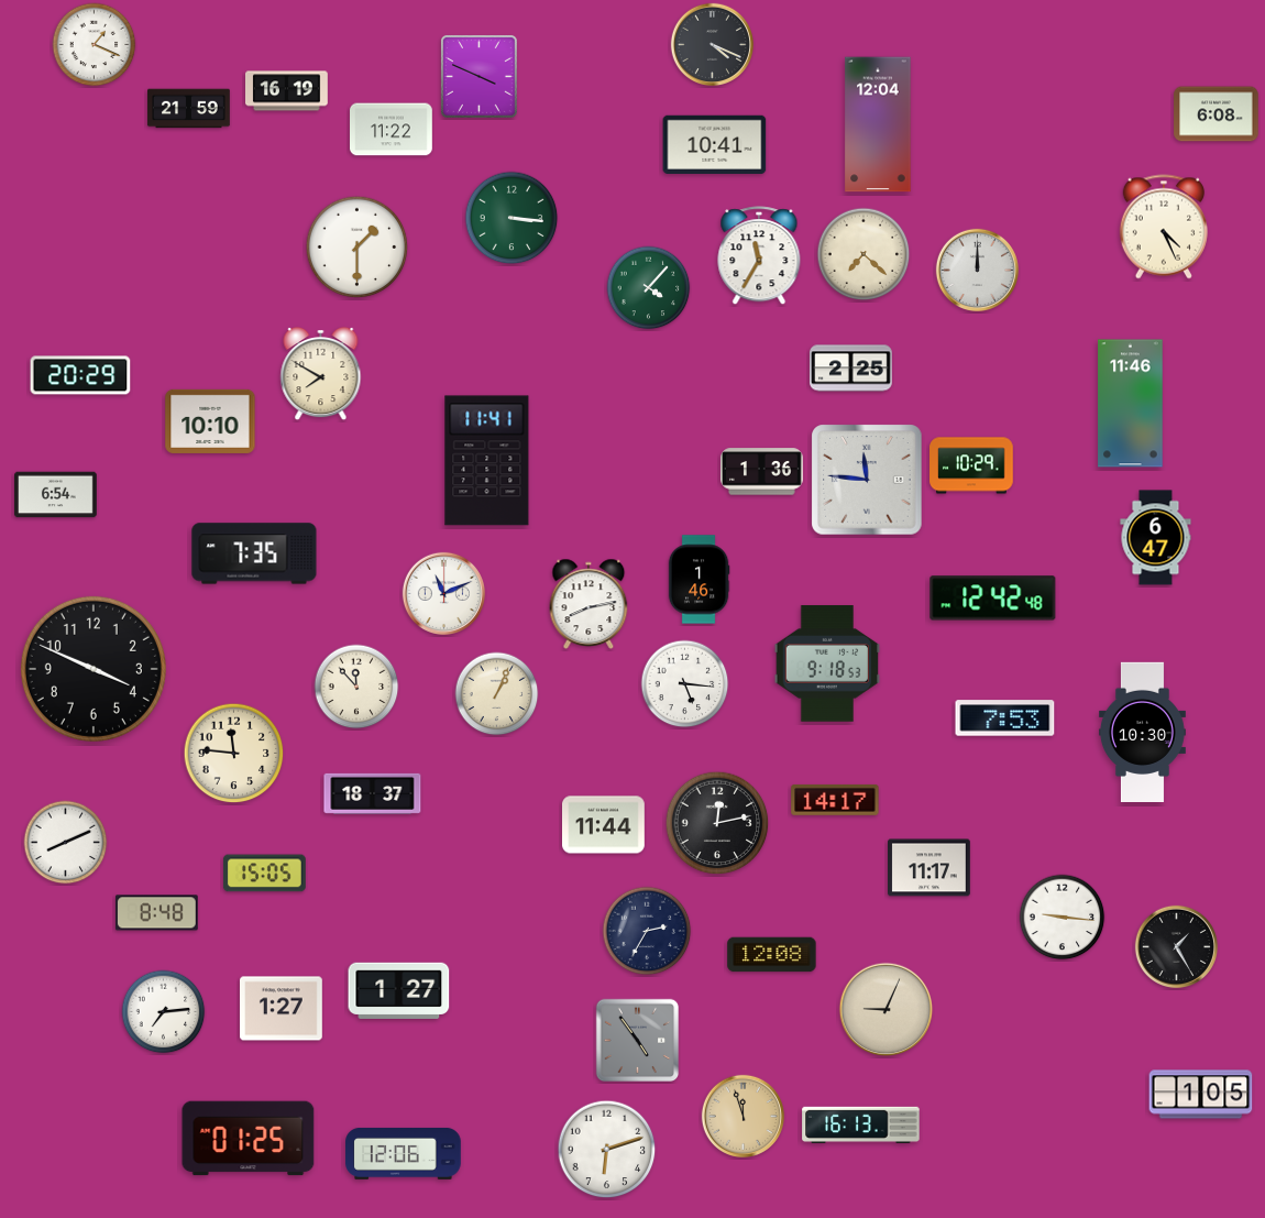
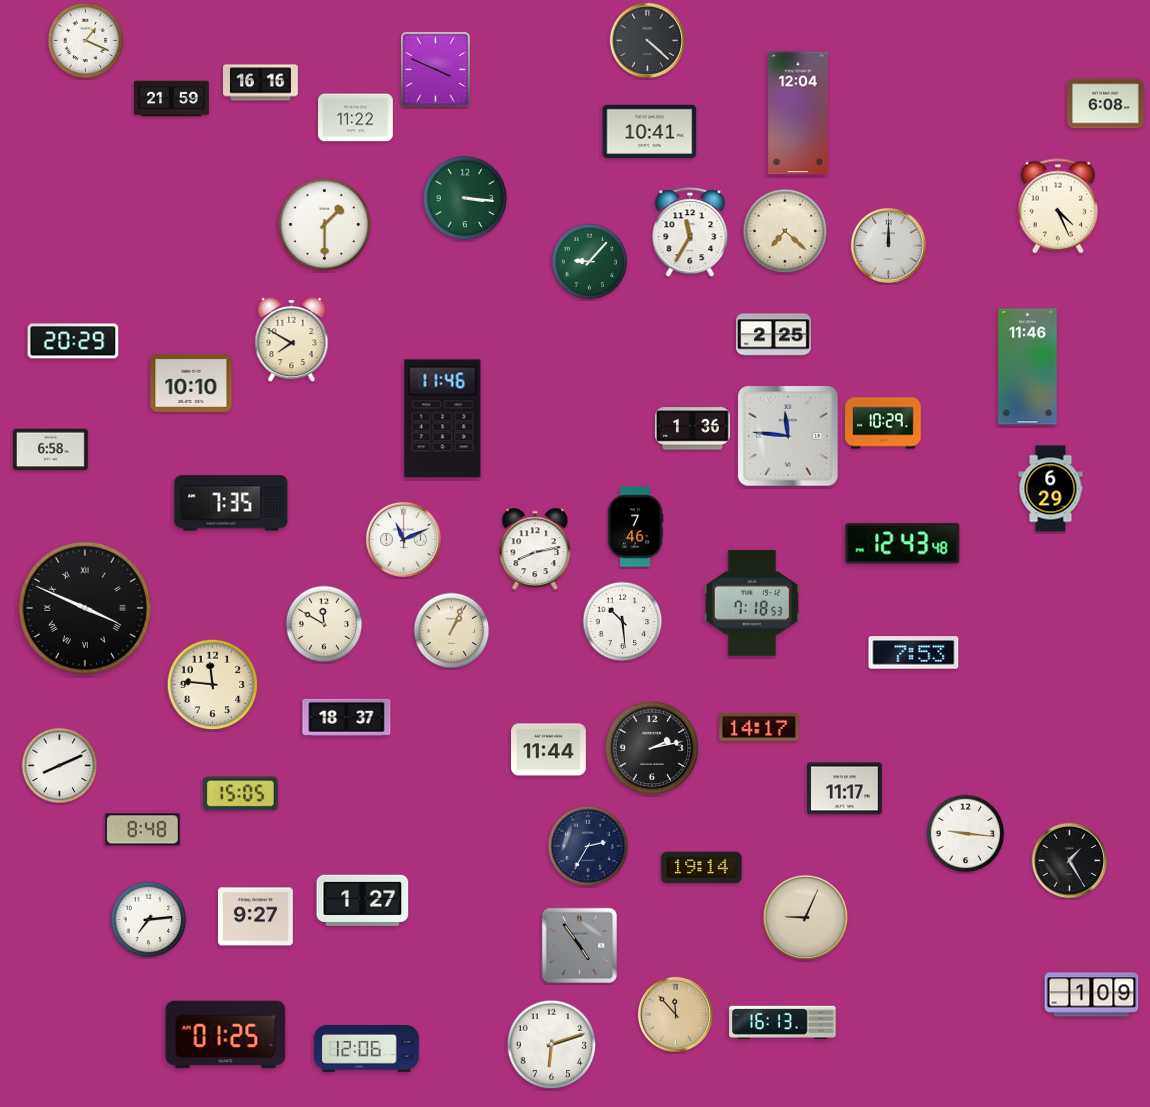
clock at (712, 44): 4:19 -> 4:22
clock at (287, 91): 16:19 -> 16:16
clock at (649, 288): 4:07 -> 9:07
clock at (487, 461): 11:41 -> 11:46
clock at (56, 495): 6:54 -> 6:58
clock at (1156, 538): 6:47 -> 6:29
clock at (698, 580): 1:46 -> 7:46
clock at (993, 599): 12:42 -> 12:43
clock at (827, 663): 9:18 -> 7:18
clock at (94, 669) numerals: Arabic -> Roman
clock at (685, 684): 5:16 -> 10:29
clock at (356, 687): 11:53 -> 11:50
clock at (1142, 732): 10:30 -> none
clock at (373, 793) position: (373, 793) -> (347, 717)
clock at (717, 823): 12:13 -> 2:13
clock at (772, 955): 12:08 -> 19:14
clock at (282, 1009): 1:27 -> 9:27
clock at (1201, 1095): 1:05 -> 1:09
clock at (743, 1116): 11:57 -> 11:53
